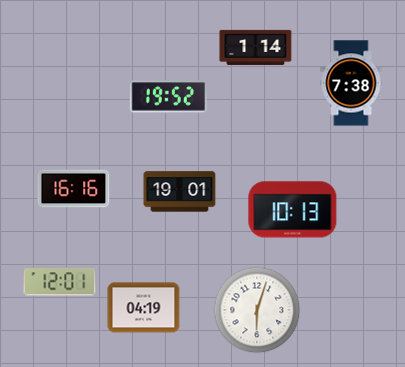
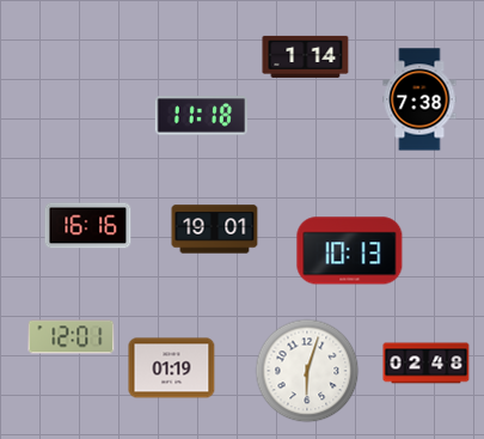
clock at (168, 97): 19:52 -> 11:18
clock at (427, 364): none -> 02:48
clock at (144, 308): 04:19 -> 01:19
